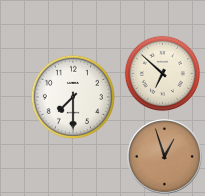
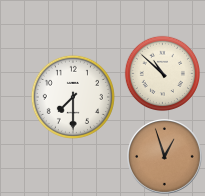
clock at (162, 73): 6:52 -> 10:52
